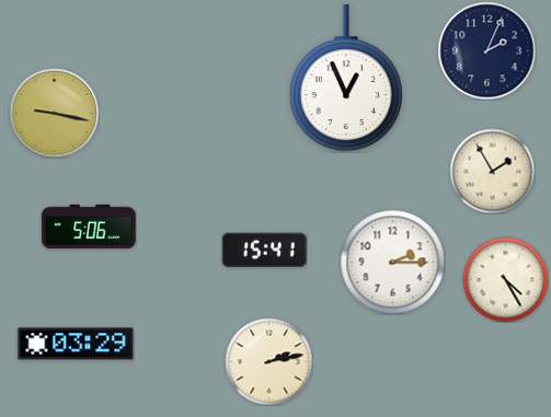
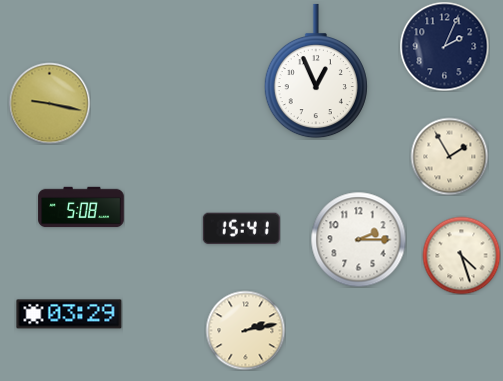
clock at (89, 227): 5:06 -> 5:08
clock at (505, 279): 4:25 -> 4:27
